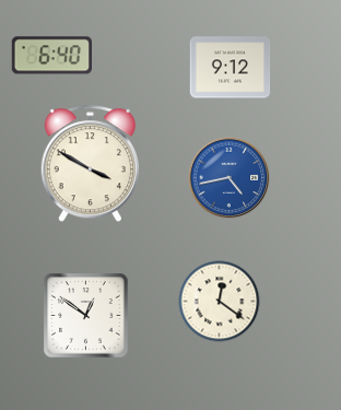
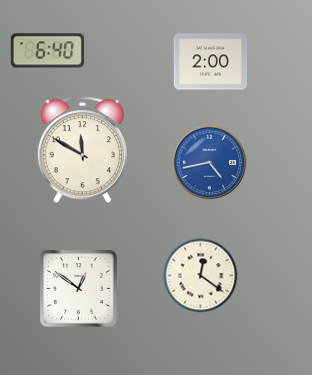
clock at (231, 68): 9:12 -> 2:00
clock at (90, 164): 3:50 -> 11:50
